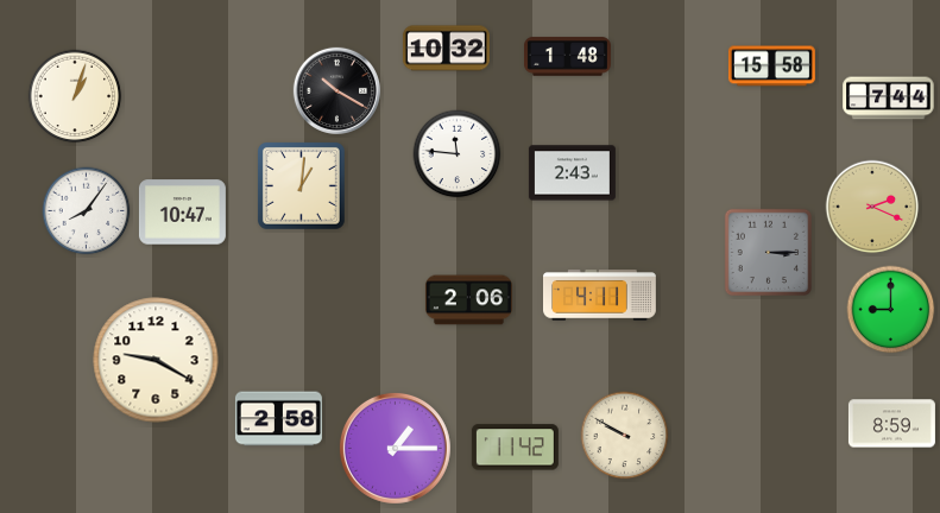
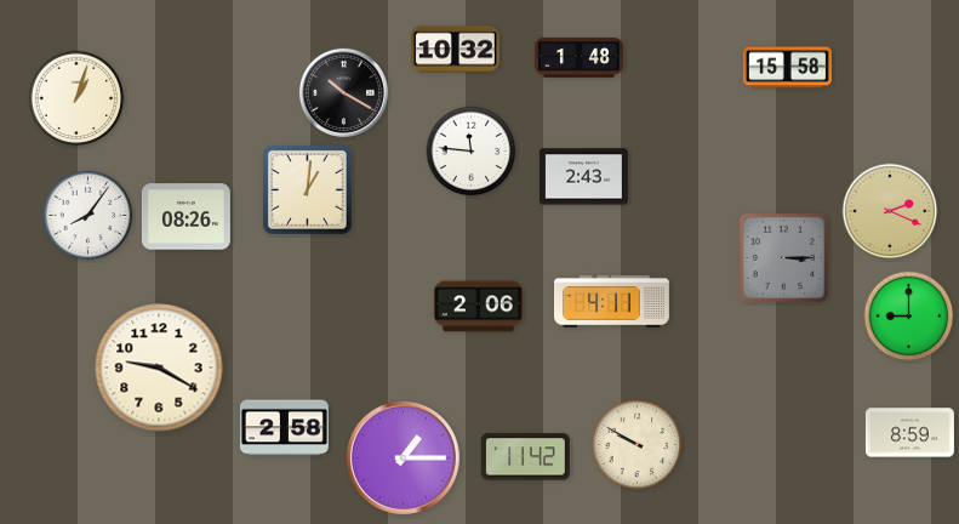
clock at (889, 99): 7:44 -> none
clock at (458, 154) position: (458, 154) -> (472, 152)
clock at (182, 213): 10:47 -> 08:26
